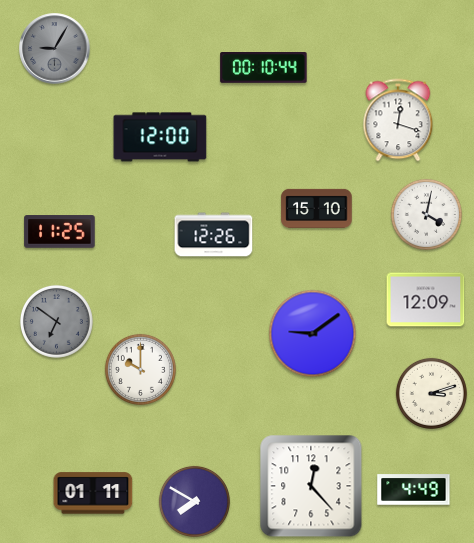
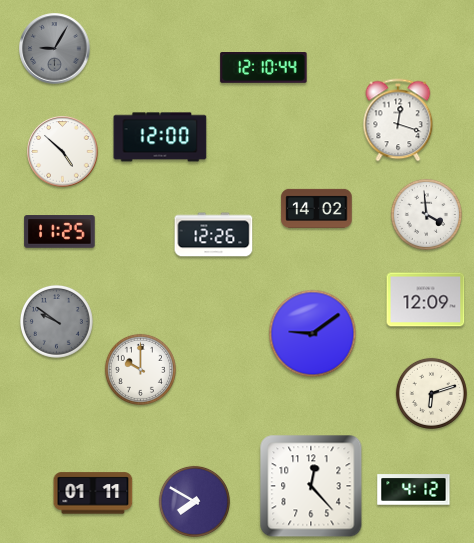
clock at (264, 68): 00:10 -> 12:10
clock at (63, 152): none -> 4:52
clock at (317, 208): 15:10 -> 14:02
clock at (426, 214): 4:02 -> 3:59
clock at (56, 321): 6:51 -> 9:51
clock at (431, 393): 3:12 -> 6:12
clock at (414, 490): 4:49 -> 4:12
